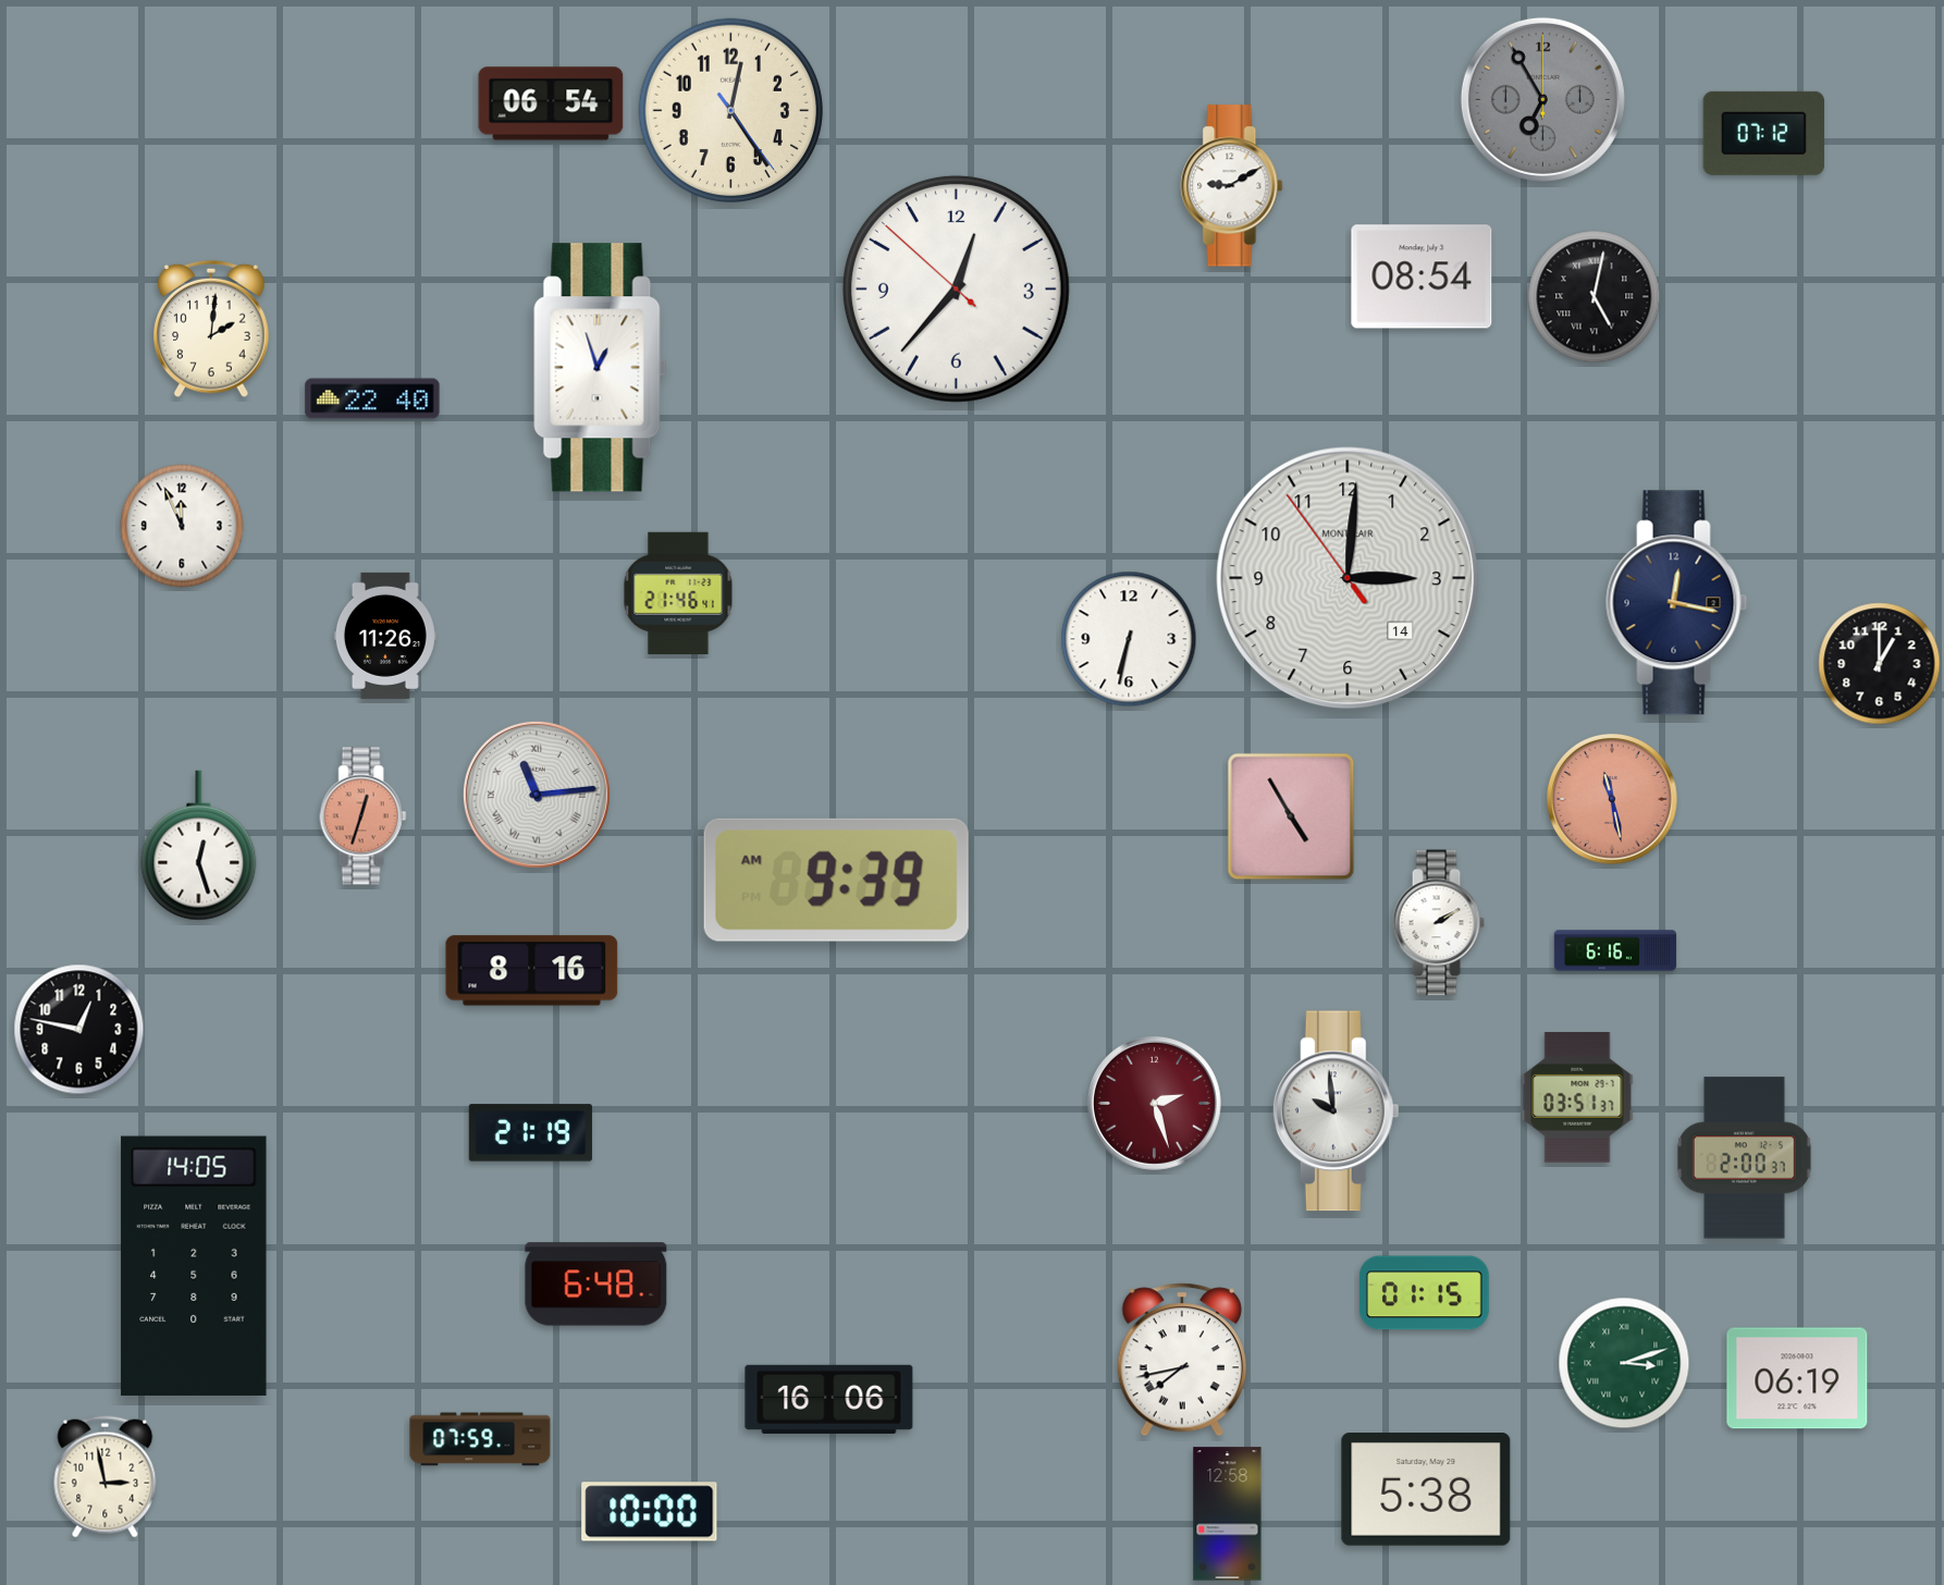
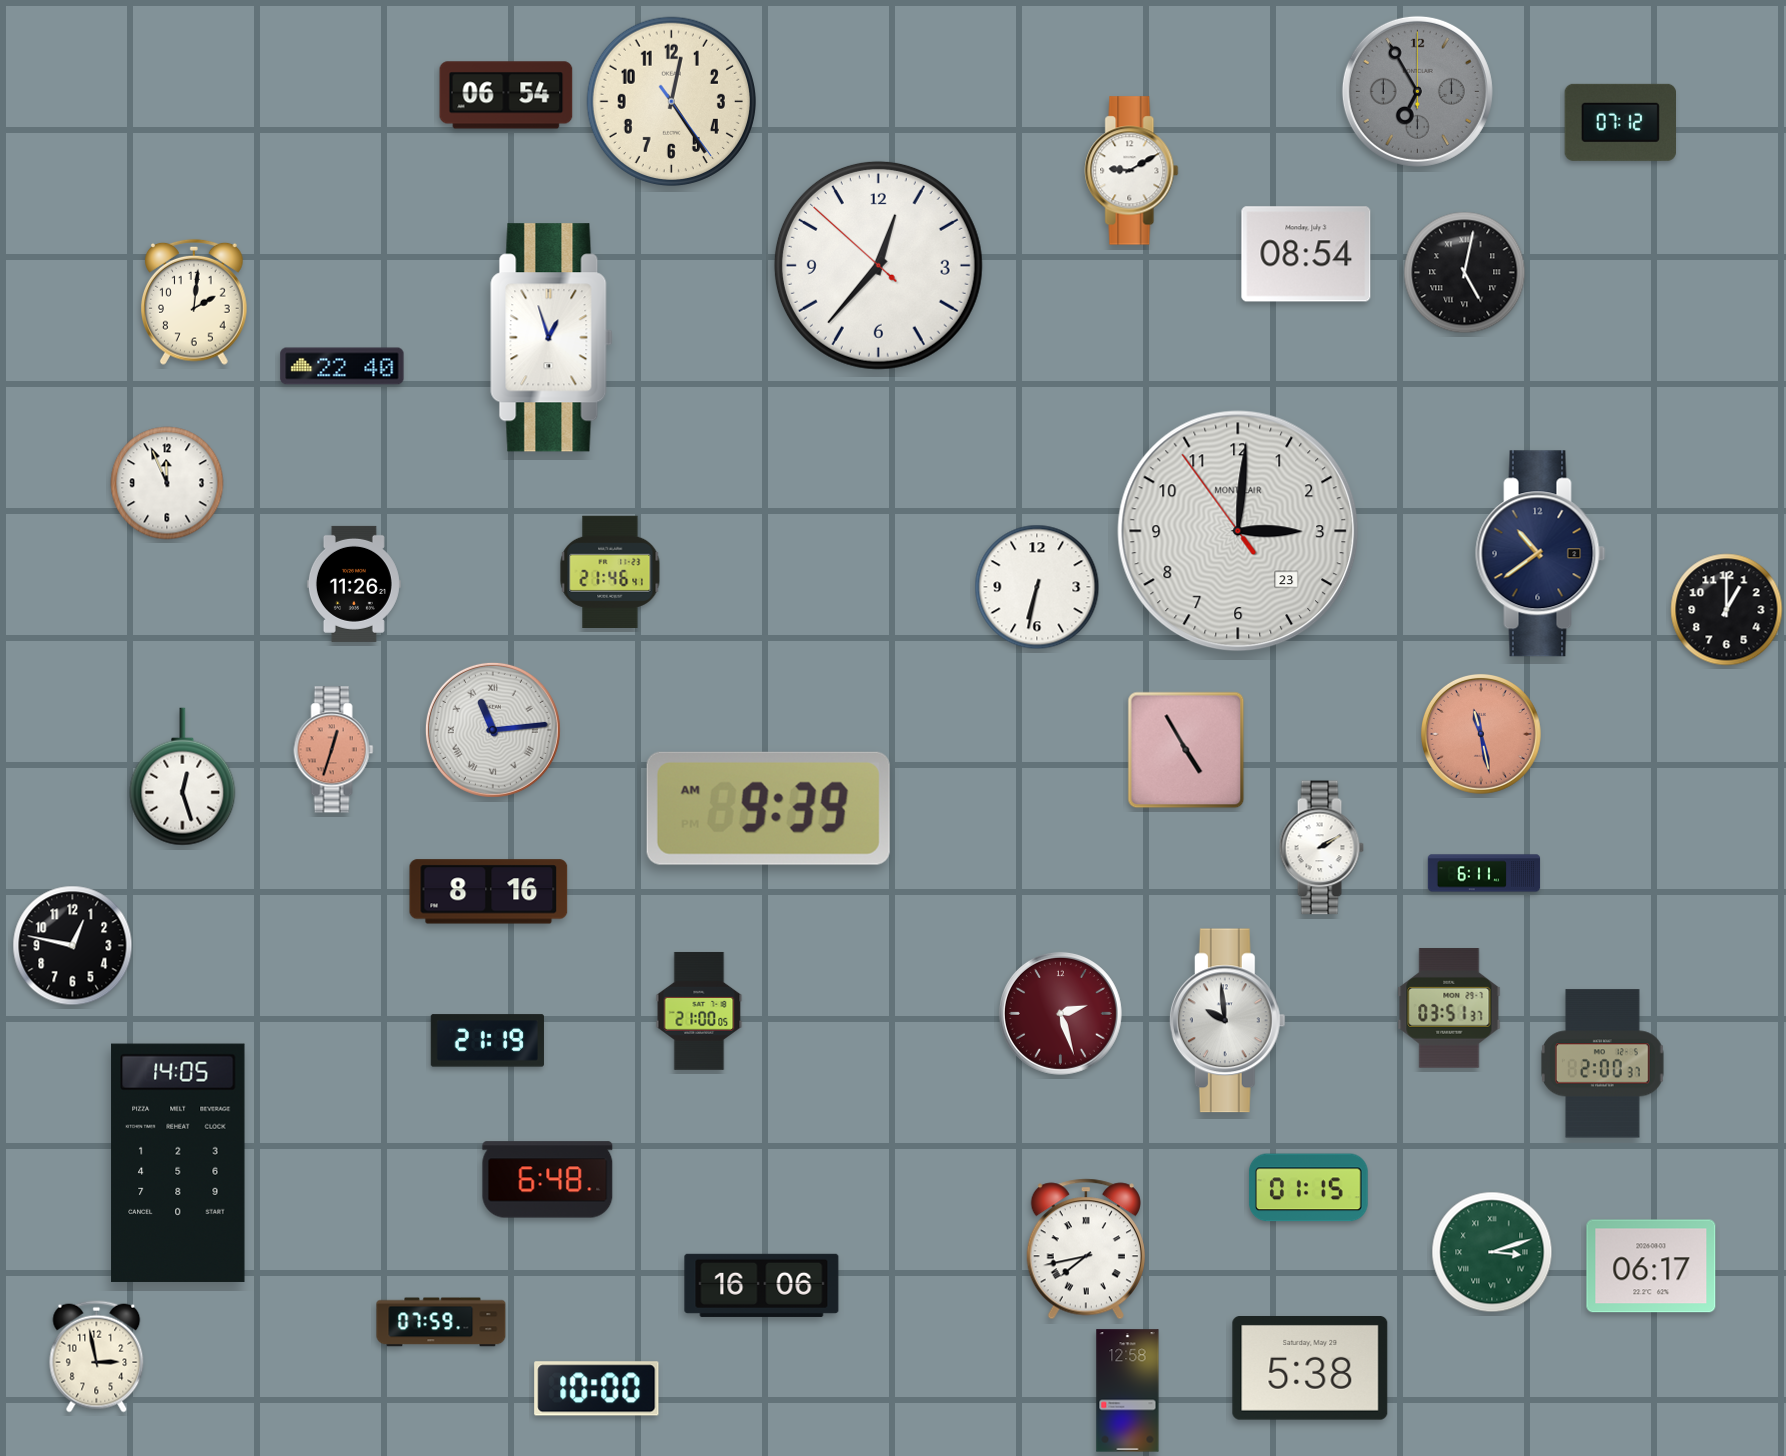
clock at (1348, 578) date: 14 -> 23
clock at (678, 592) position: (678, 592) -> (610, 571)
clock at (1677, 603): 12:17 -> 10:39
clock at (1615, 950): 6:16 -> 6:11
clock at (699, 1011): none -> 21:00
clock at (1797, 1378): 06:19 -> 06:17
